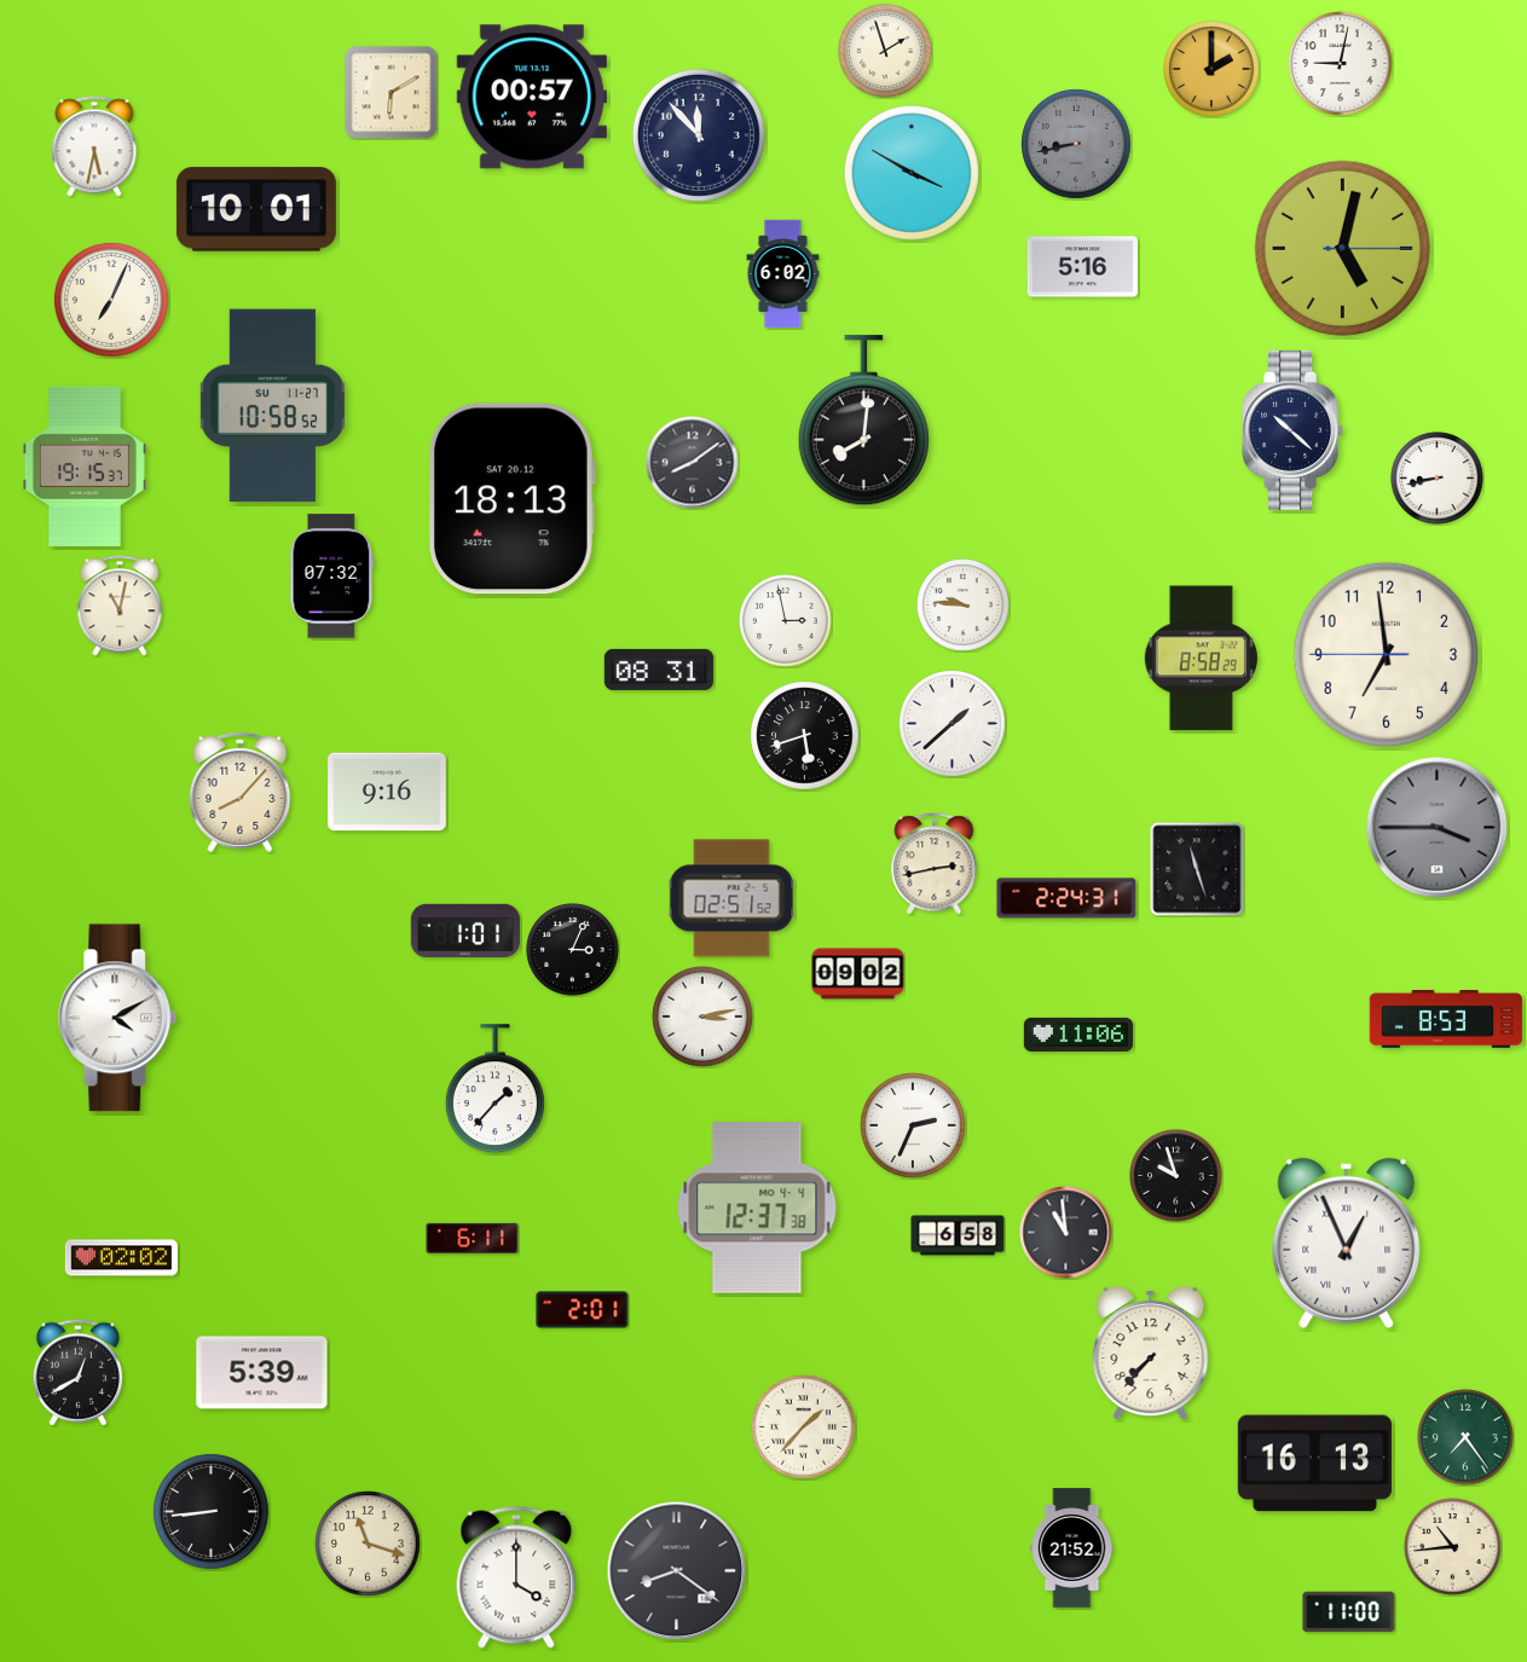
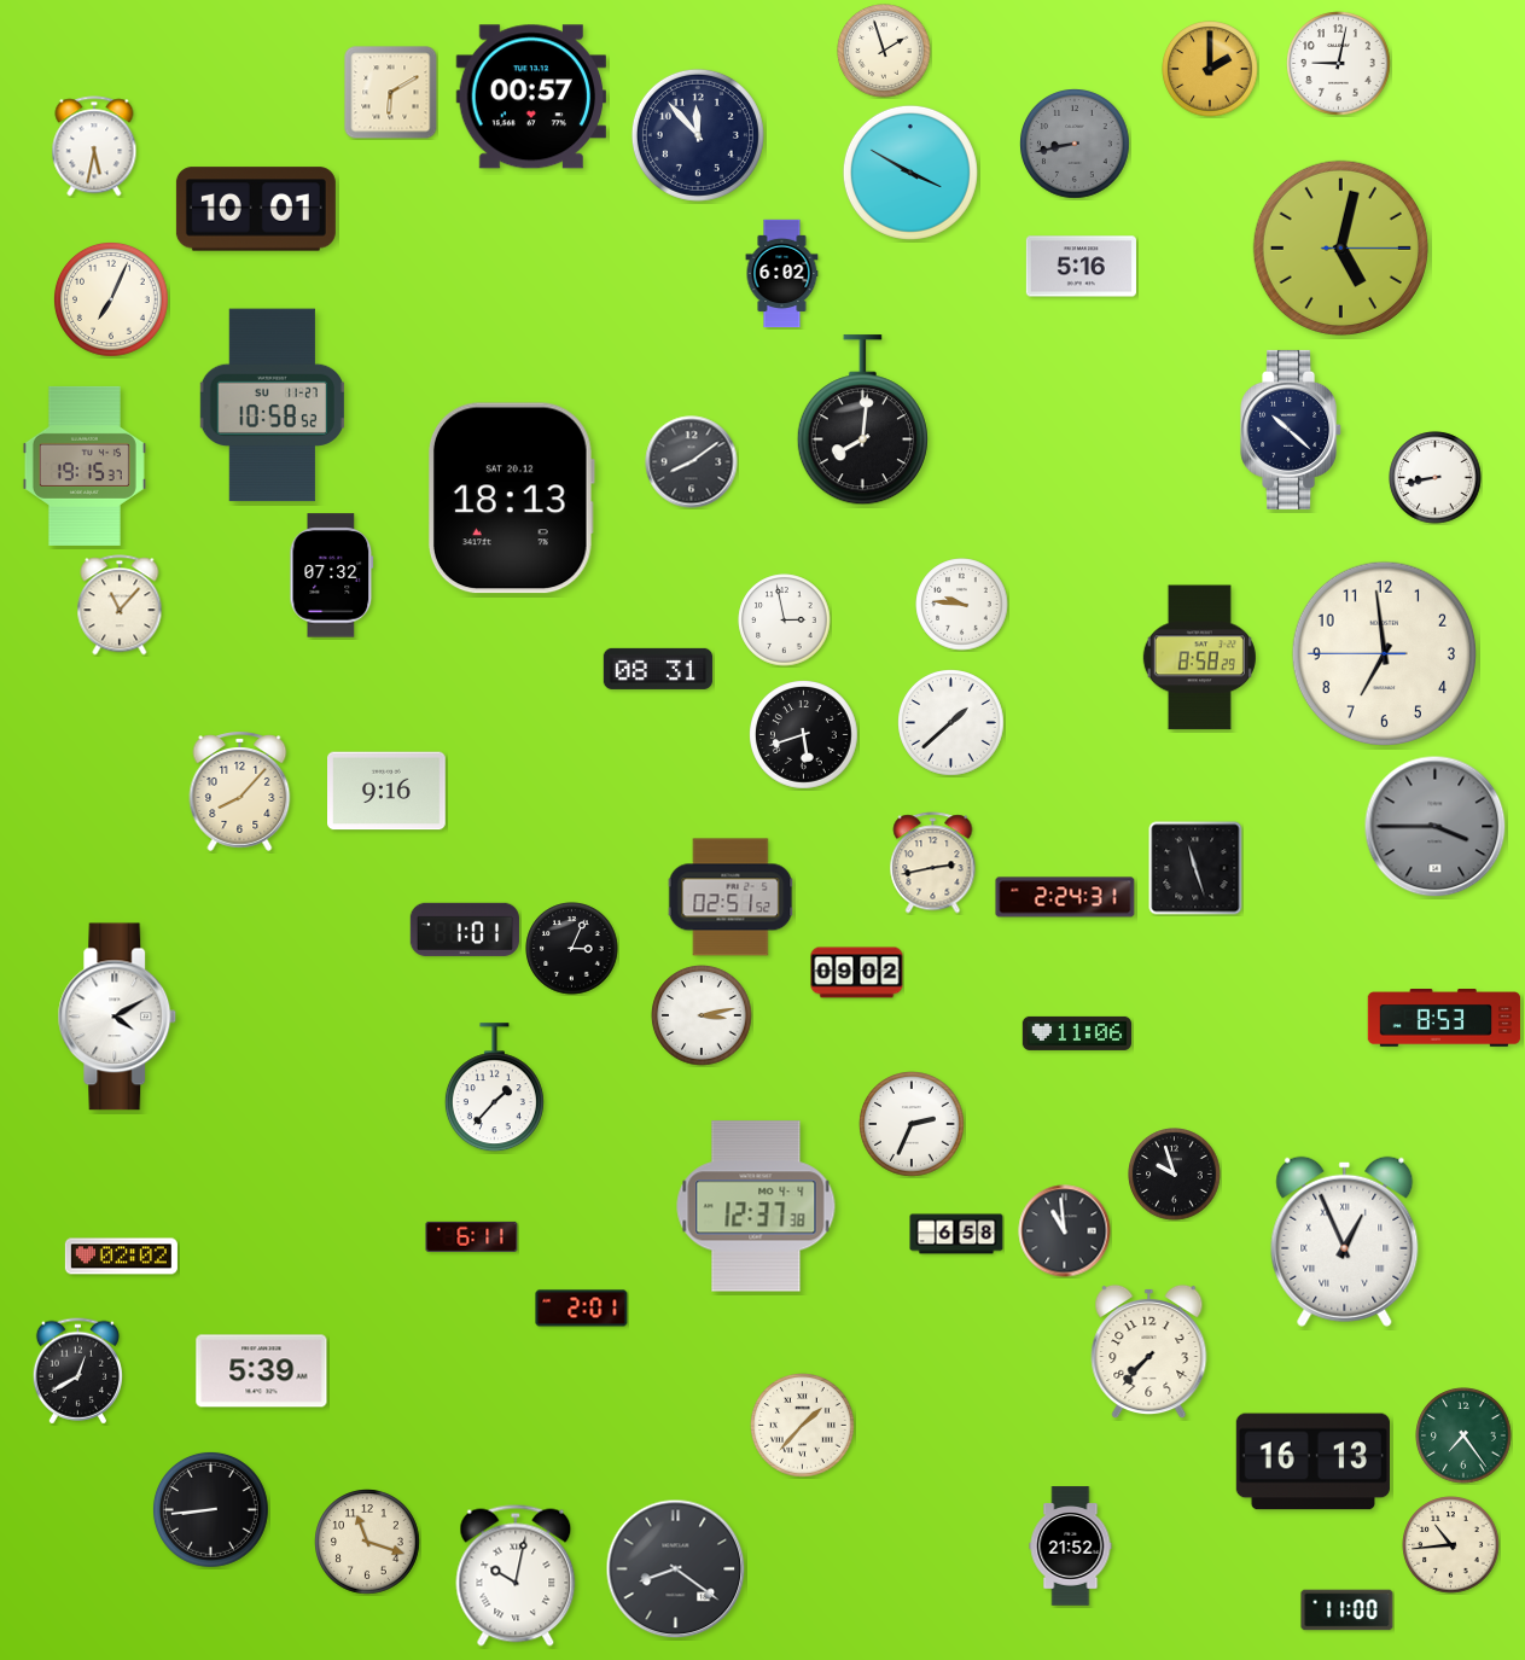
clock at (120, 606): 11:02 -> 11:07
clock at (516, 1577): 4:00 -> 10:02
